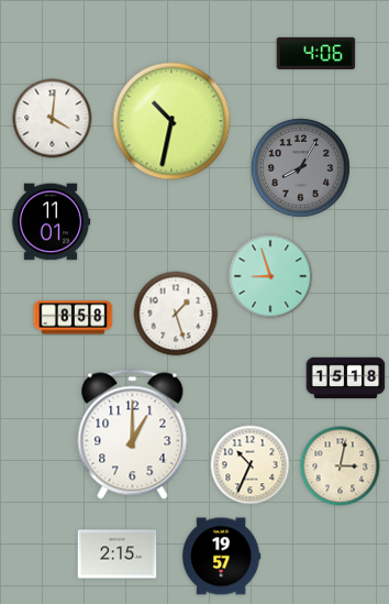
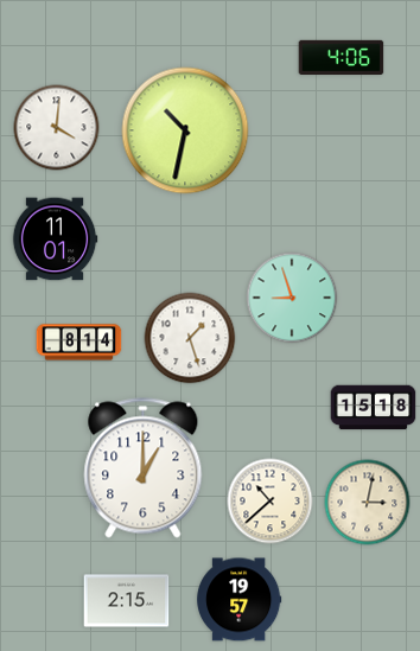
clock at (301, 168): 8:05 -> none
clock at (74, 318): 8:58 -> 8:14
clock at (251, 465): 10:34 -> 10:38
clock at (118, 554) position: (118, 554) -> (127, 601)
